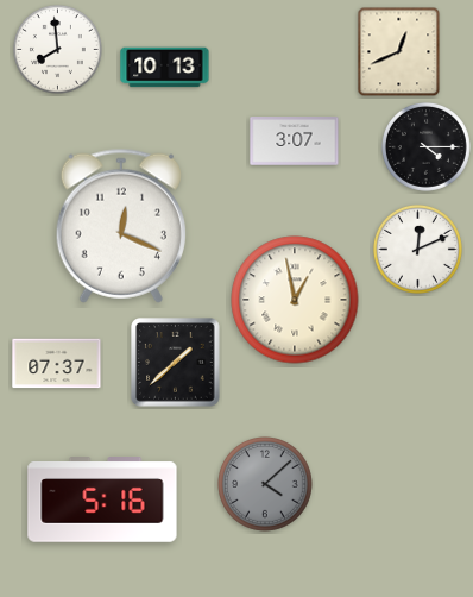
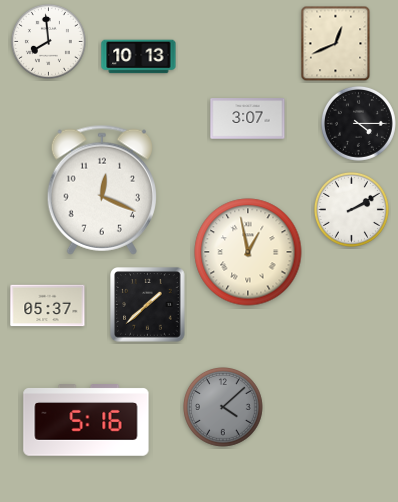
clock at (417, 249): 12:11 -> 2:10
clock at (57, 364): 07:37 -> 05:37
